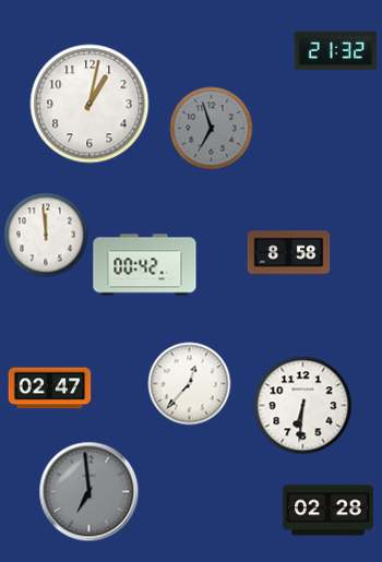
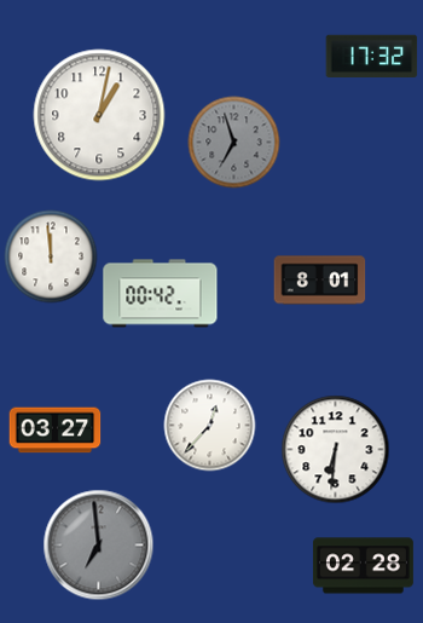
clock at (336, 50): 21:32 -> 17:32
clock at (46, 235) position: (46, 235) -> (51, 256)
clock at (289, 253): 8:58 -> 8:01
clock at (50, 388): 02:47 -> 03:27
